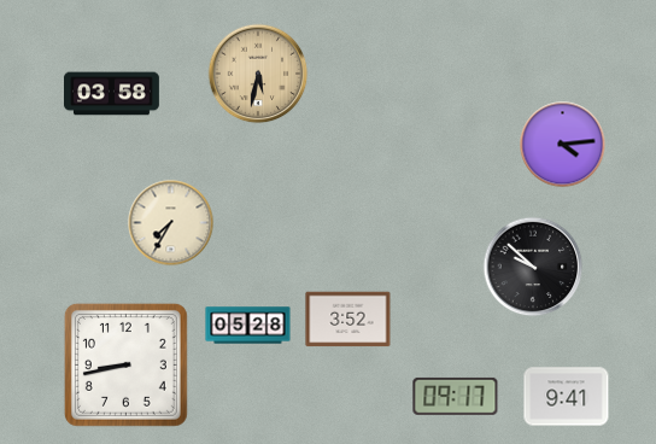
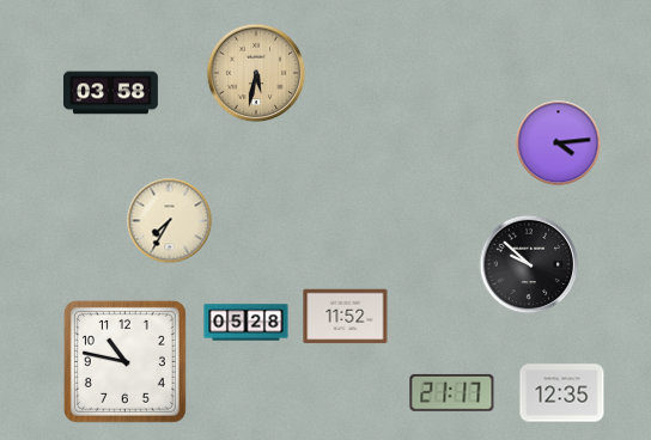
clock at (348, 320): 3:52 -> 11:52
clock at (125, 364): 8:43 -> 10:47
clock at (456, 396): 09:17 -> 21:17
clock at (567, 397): 9:41 -> 12:35
